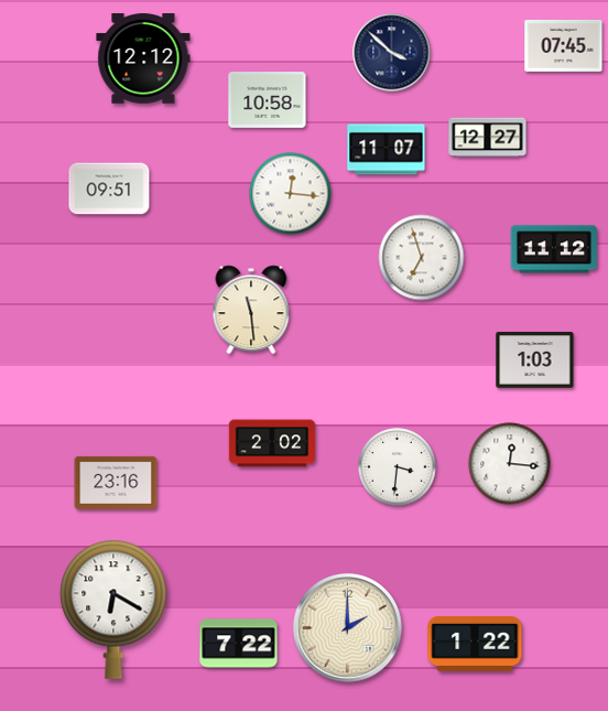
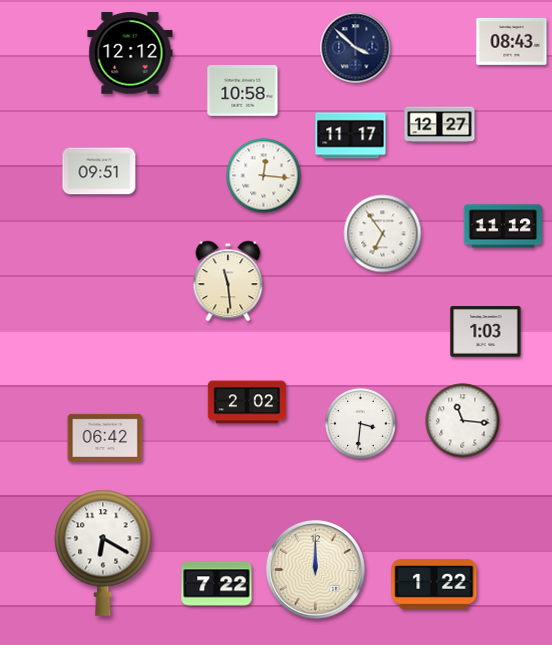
clock at (564, 46): 07:45 -> 08:43
clock at (488, 138) position: (488, 138) -> (440, 125)
clock at (387, 150): 11:07 -> 11:17
clock at (422, 258): 6:57 -> 6:54
clock at (535, 360) position: (535, 360) -> (486, 332)
clock at (510, 464): 12:16 -> 11:16
clock at (116, 483): 23:16 -> 06:42
clock at (348, 628): 2:00 -> 12:00
clock at (475, 644) position: (475, 644) -> (434, 584)
